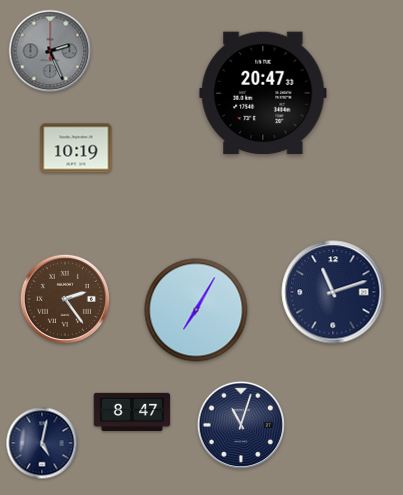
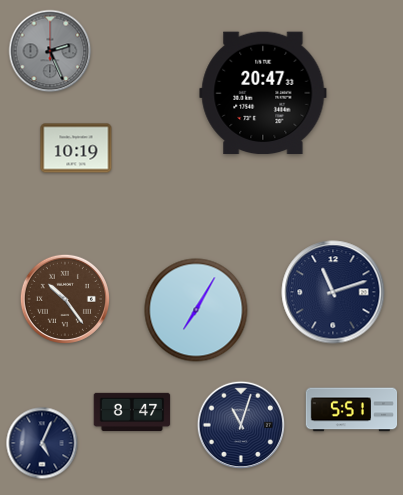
clock at (65, 299): 2:24 -> 10:24
clock at (352, 410): none -> 5:51
clock at (42, 443): 5:02 -> 5:04
